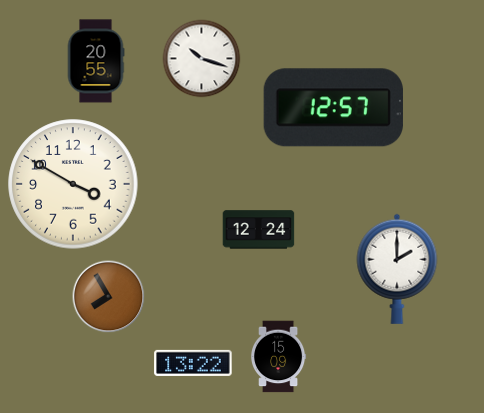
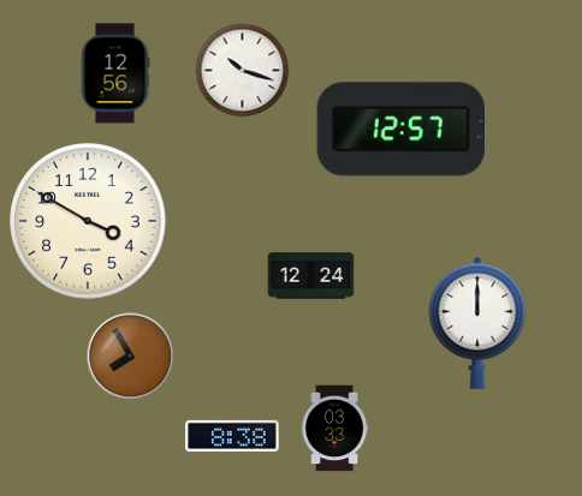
clock at (96, 61): 20:55 -> 12:56
clock at (397, 269): 2:00 -> 12:00
clock at (279, 357): 15:09 -> 03:33
clock at (193, 363): 13:22 -> 8:38
